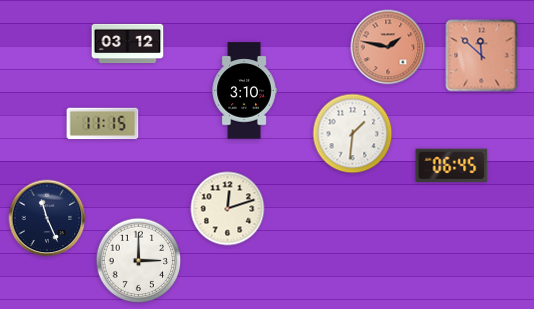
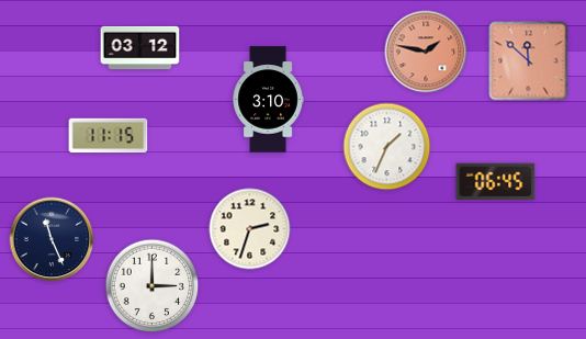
clock at (103, 124) position: (103, 124) -> (109, 136)
clock at (353, 134): 1:31 -> 1:34
clock at (228, 209): 12:12 -> 2:33
